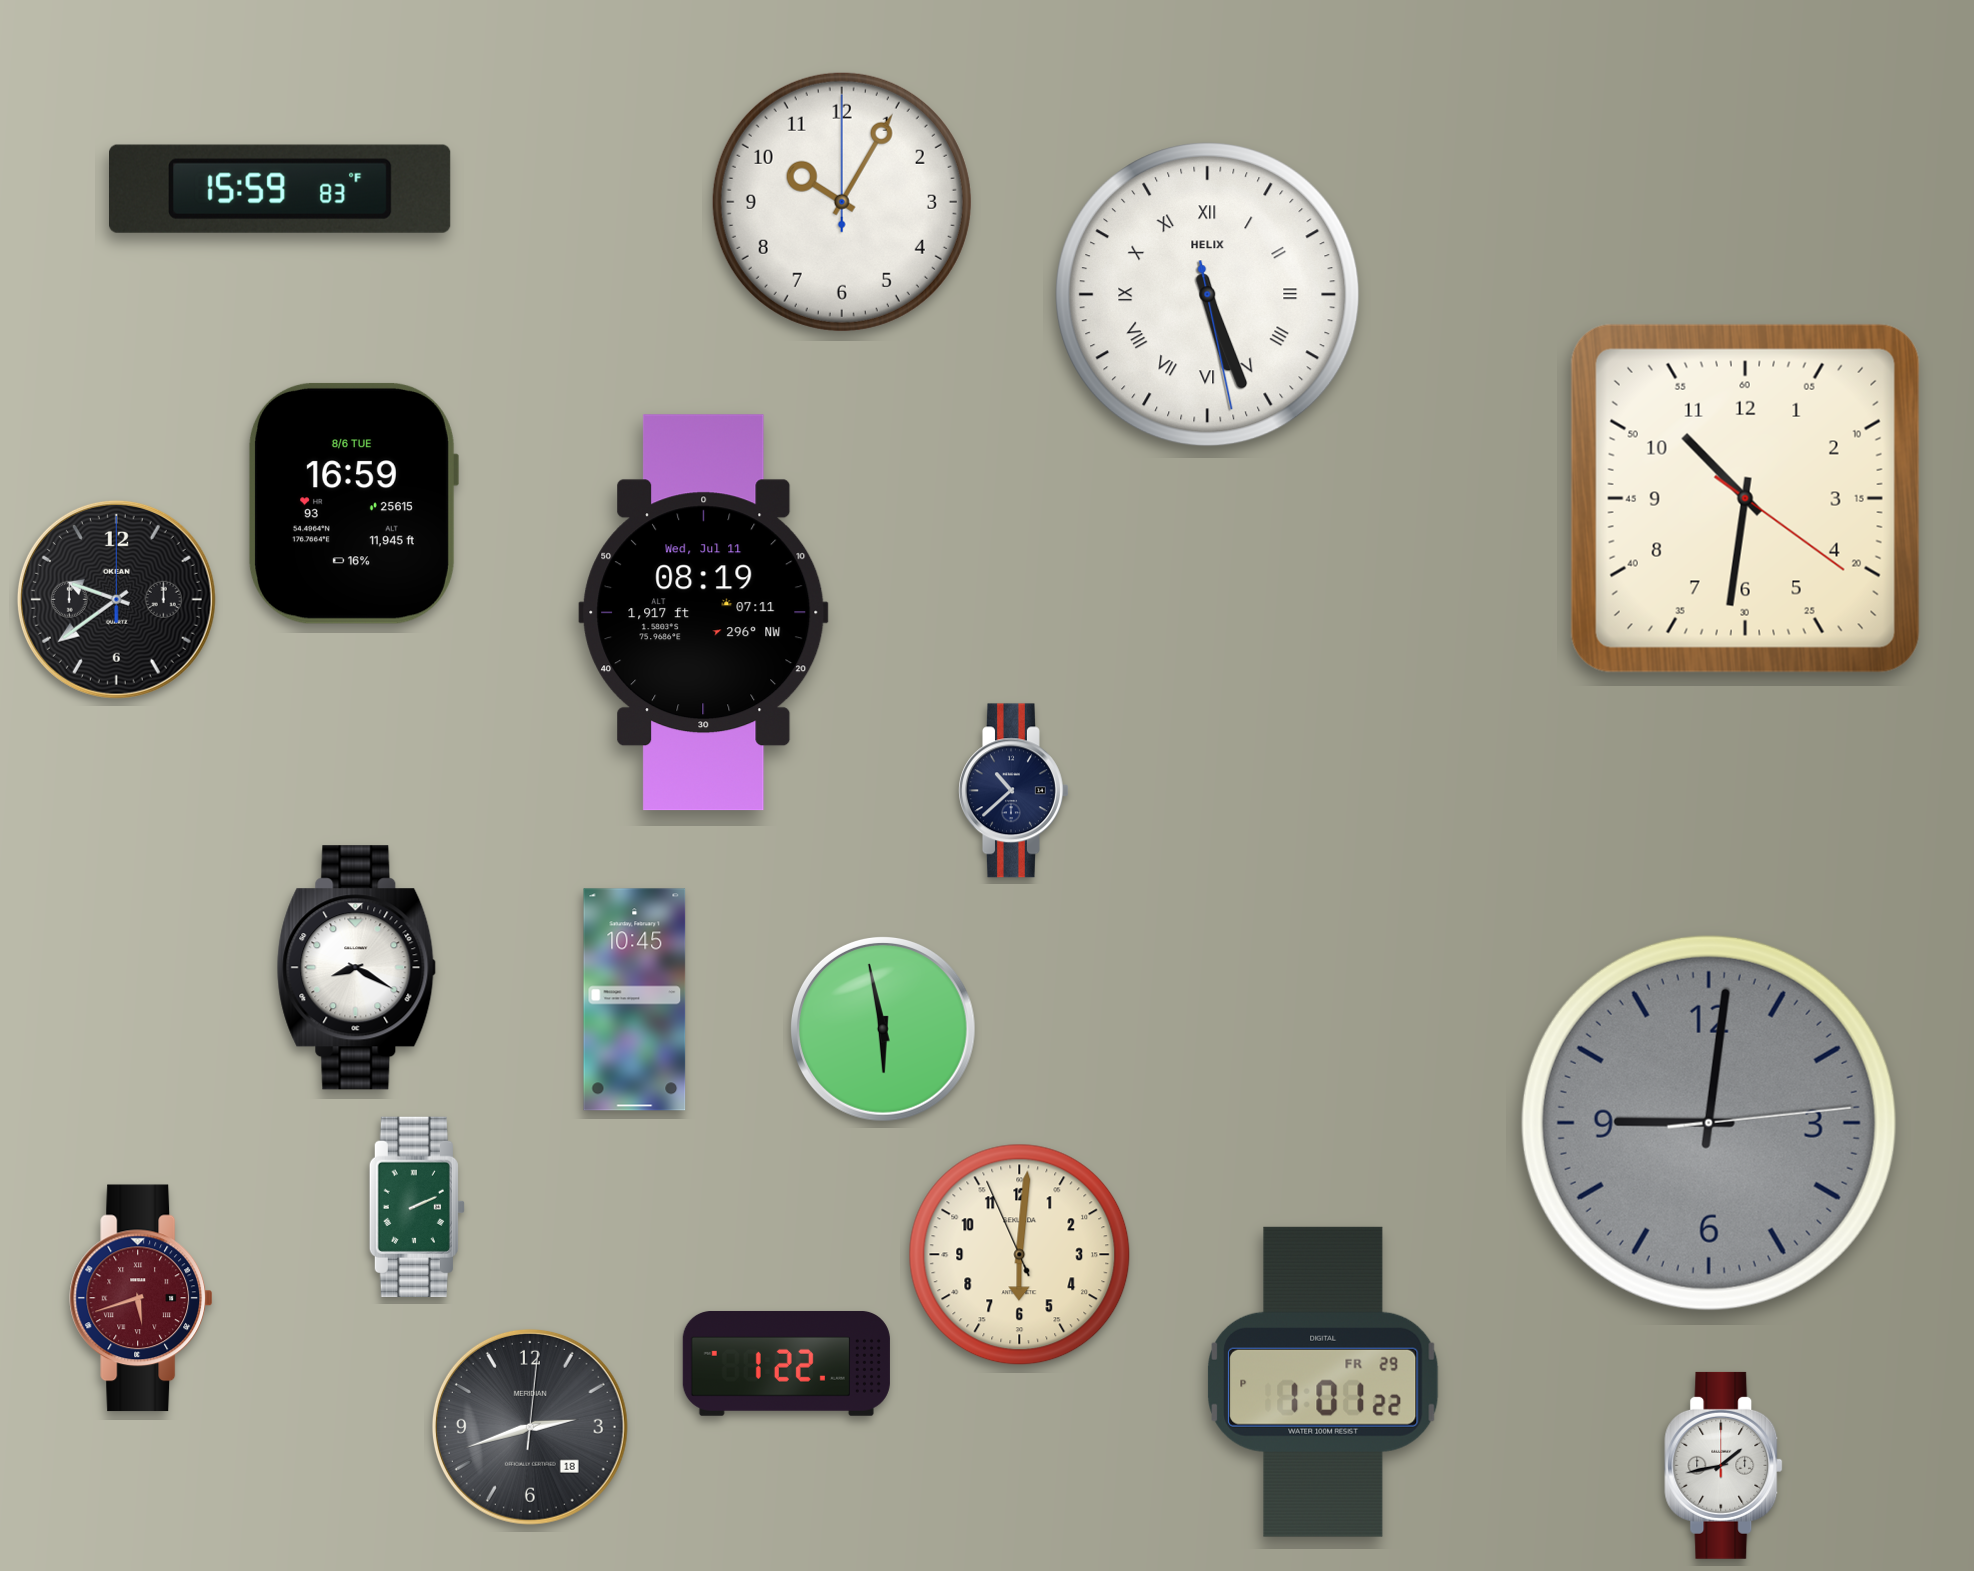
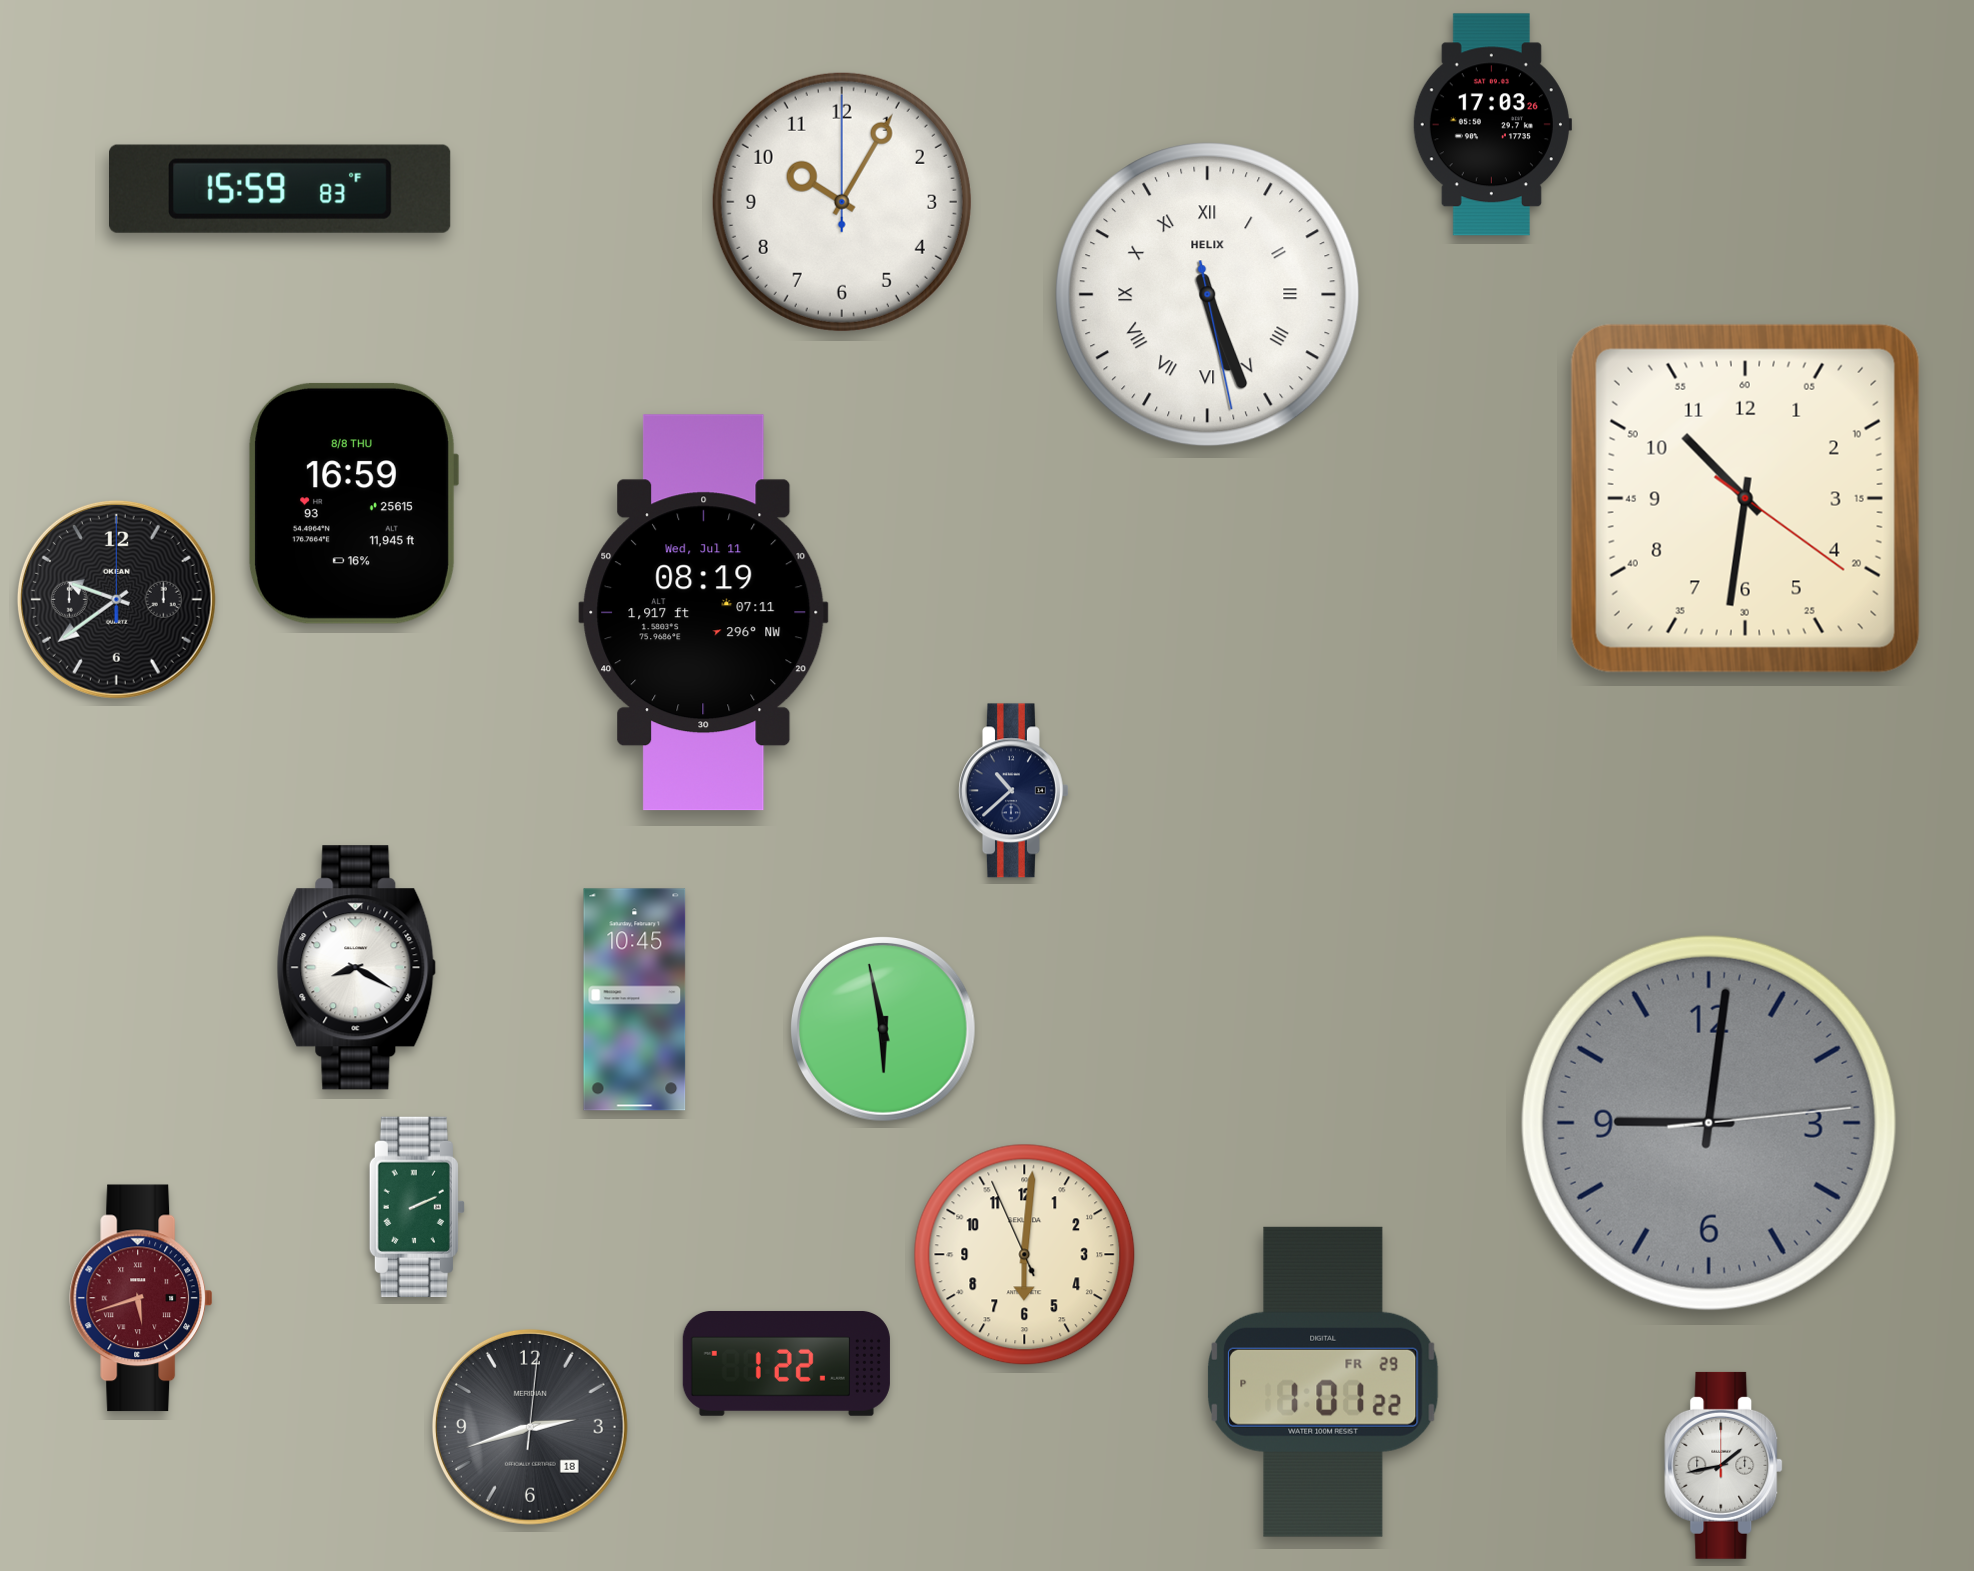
clock at (1492, 125): none -> 17:03
clock at (353, 503) date: 8/6 TUE -> 8/8 THU
clock at (1020, 1255) position: (1020, 1255) -> (1025, 1255)
